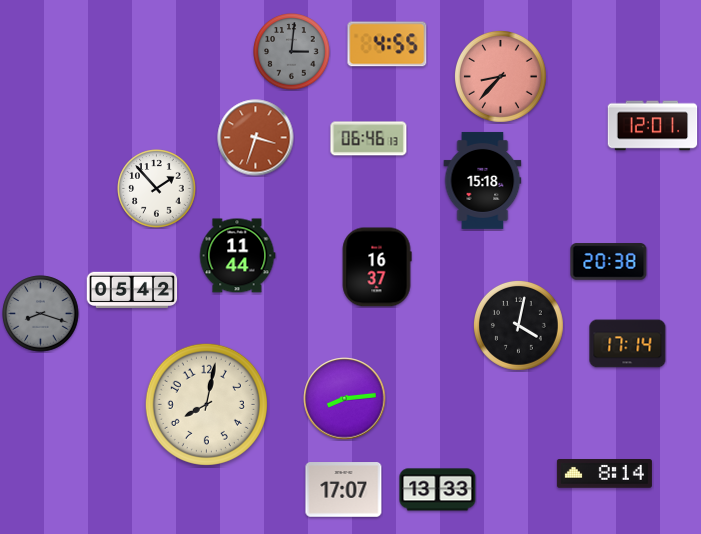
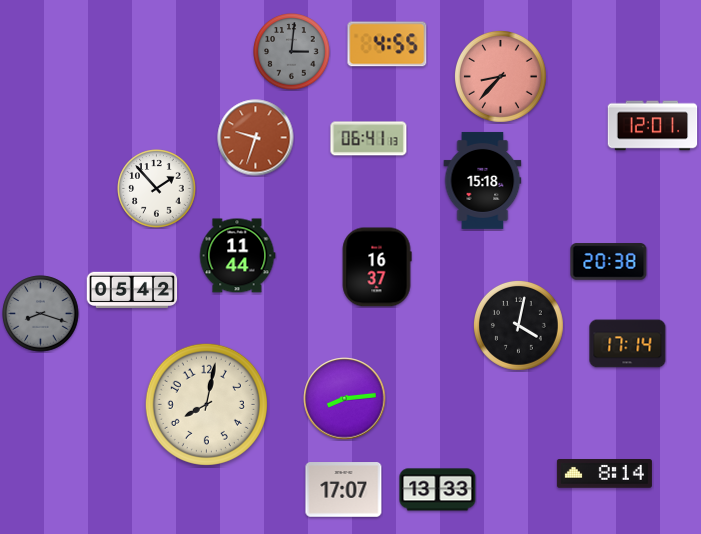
clock at (256, 138): 3:33 -> 9:33
clock at (369, 139): 06:46 -> 06:41
